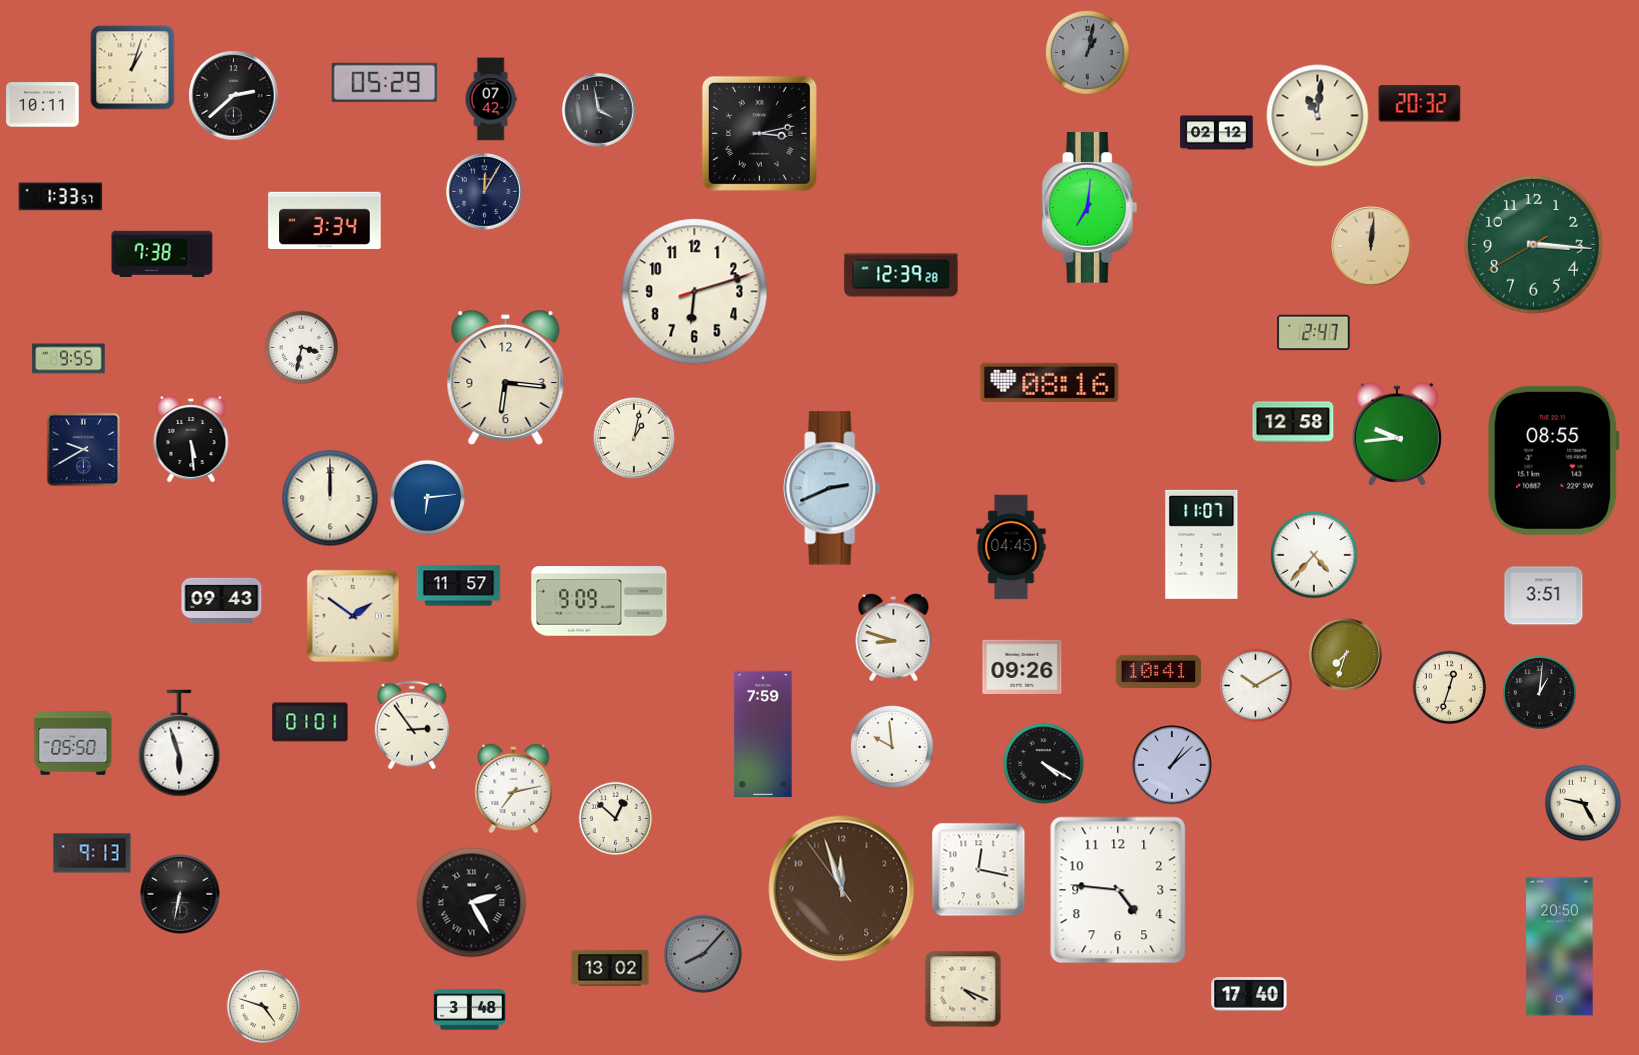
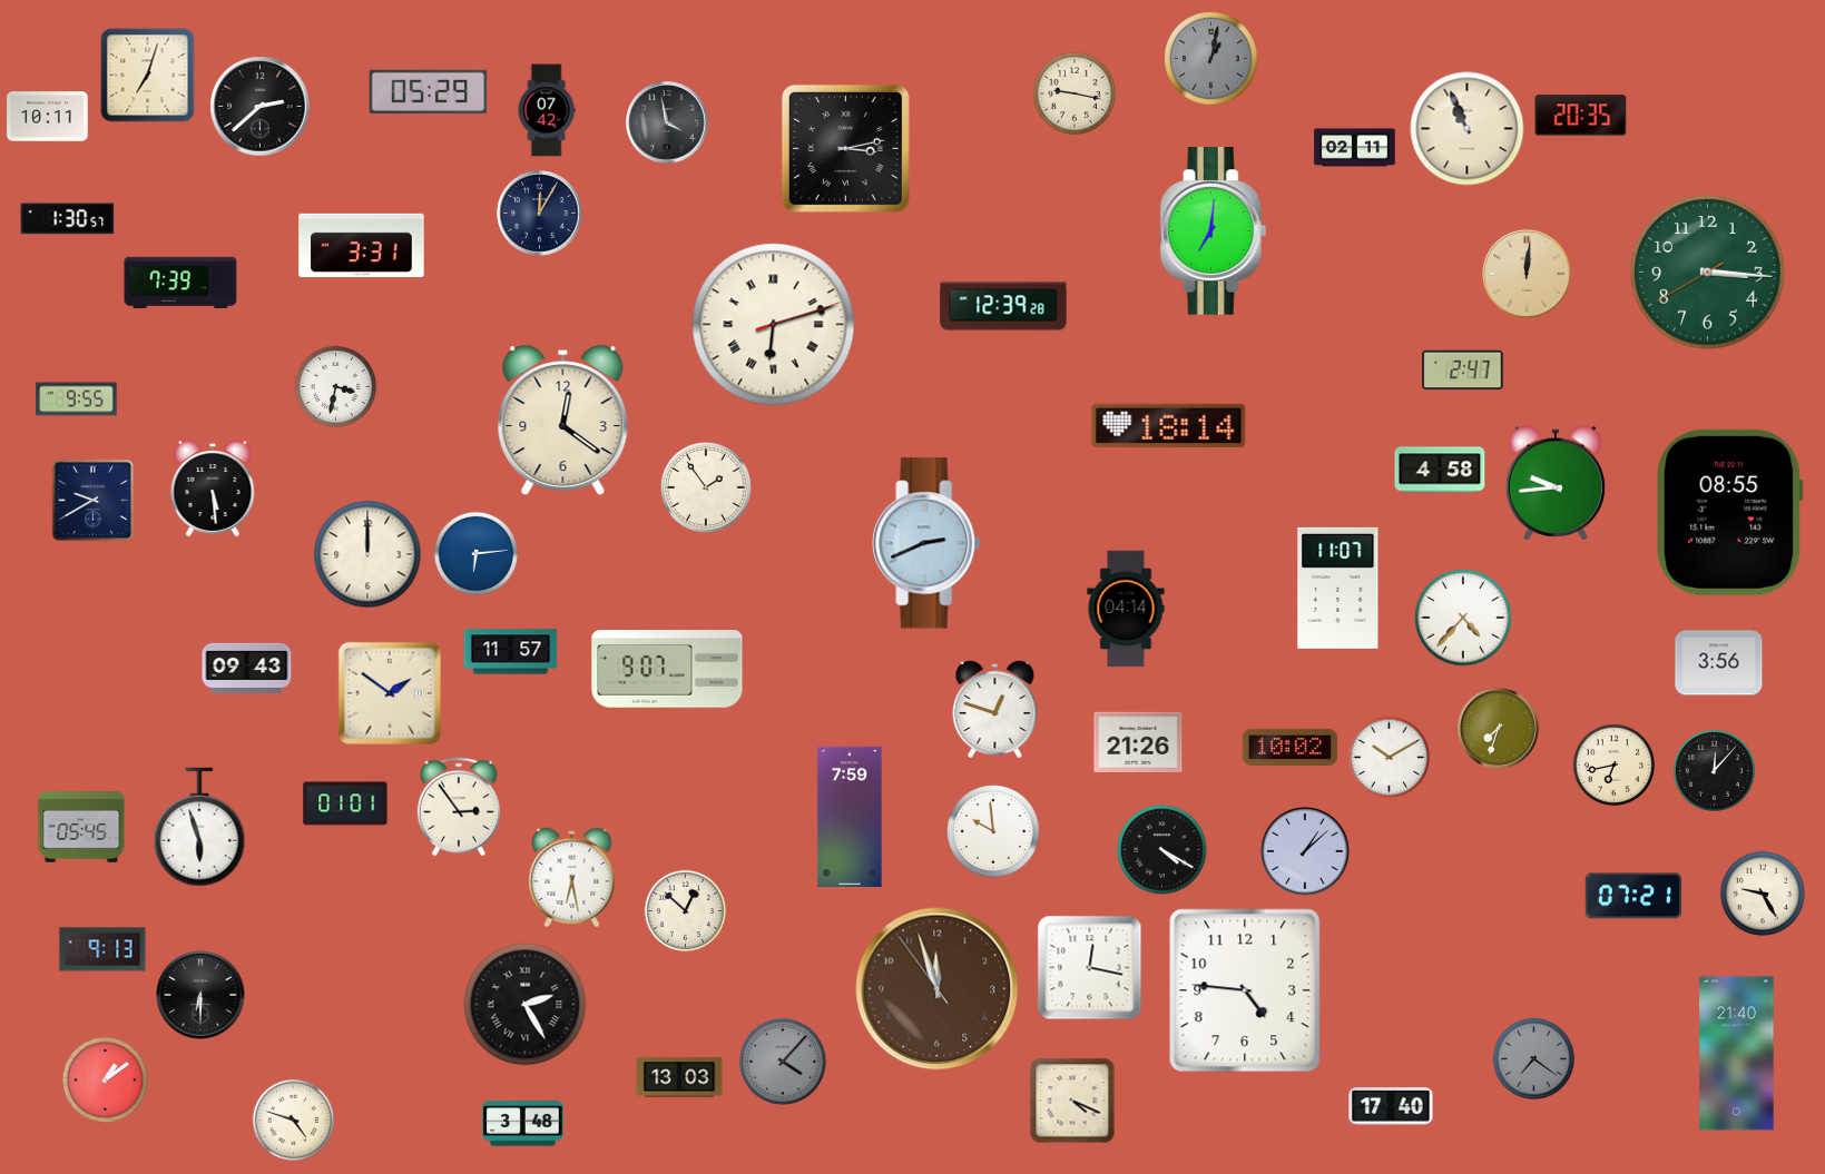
clock at (133, 68): 1:03 -> 7:03
clock at (1075, 93): none -> 9:17
clock at (1420, 104): 20:32 -> 20:35
clock at (1318, 116): 11:01 -> 10:56
clock at (1217, 133): 02:12 -> 02:11
clock at (61, 197): 1:33 -> 1:30
clock at (325, 220): 3:34 -> 3:31
clock at (162, 254): 7:38 -> 7:39
clock at (695, 292) numerals: Arabic -> Roman
clock at (506, 378): 6:16 -> 12:21
clock at (1050, 382): 08:16 -> 18:14
clock at (1293, 422): 12:58 -> 4:58
clock at (635, 439): 1:02 -> 1:54
clock at (1202, 544) position: (1202, 544) -> (1338, 588)
clock at (1011, 547): 04:45 -> 04:14
clock at (1544, 596): 3:51 -> 3:56
clock at (599, 601): 9:09 -> 9:07
clock at (353, 616) position: (353, 616) -> (390, 693)
clock at (894, 637): 8:48 -> 12:48
clock at (1022, 666): 09:26 -> 21:26
clock at (1159, 671): 10:41 -> 10:02
clock at (1255, 685) position: (1255, 685) -> (1389, 757)
clock at (1449, 687): 12:33 -> 6:43
clock at (1539, 692): 1:01 -> 12:07
clock at (73, 743): 05:50 -> 05:45
clock at (514, 789): 7:13 -> 6:28
clock at (1633, 896): none -> 07:21
clock at (180, 894): 6:32 -> 6:30
clock at (1560, 947): 20:50 -> 21:40
clock at (1533, 1058): none -> 7:21
clock at (703, 954): 8:07 -> 4:07
clock at (610, 968): 13:02 -> 13:03
clock at (105, 1079): none -> 1:09
